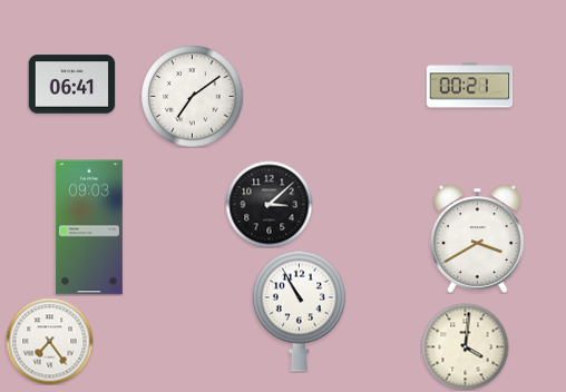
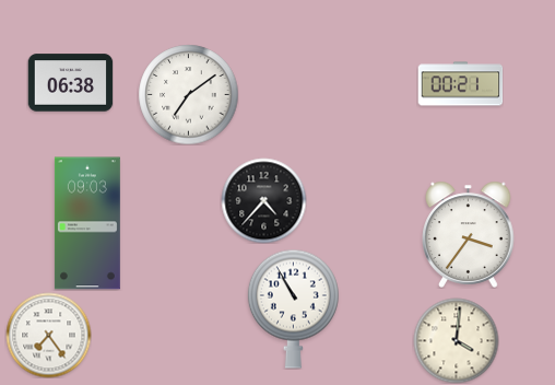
clock at (71, 85): 06:41 -> 06:38
clock at (269, 204): 3:08 -> 4:37
clock at (478, 238): 3:40 -> 3:36
clock at (299, 311) position: (299, 311) -> (293, 308)
